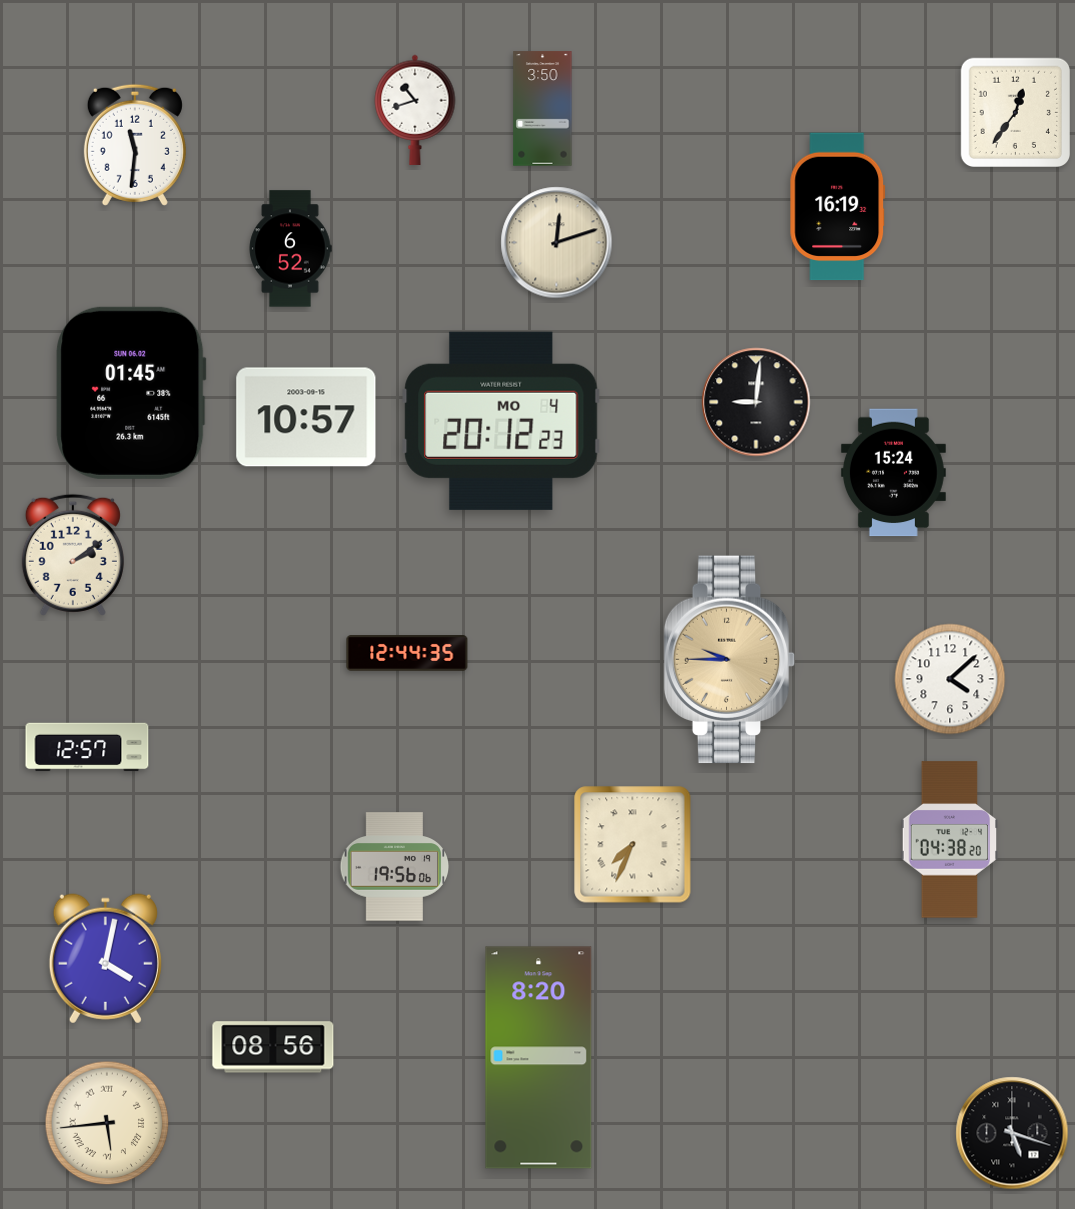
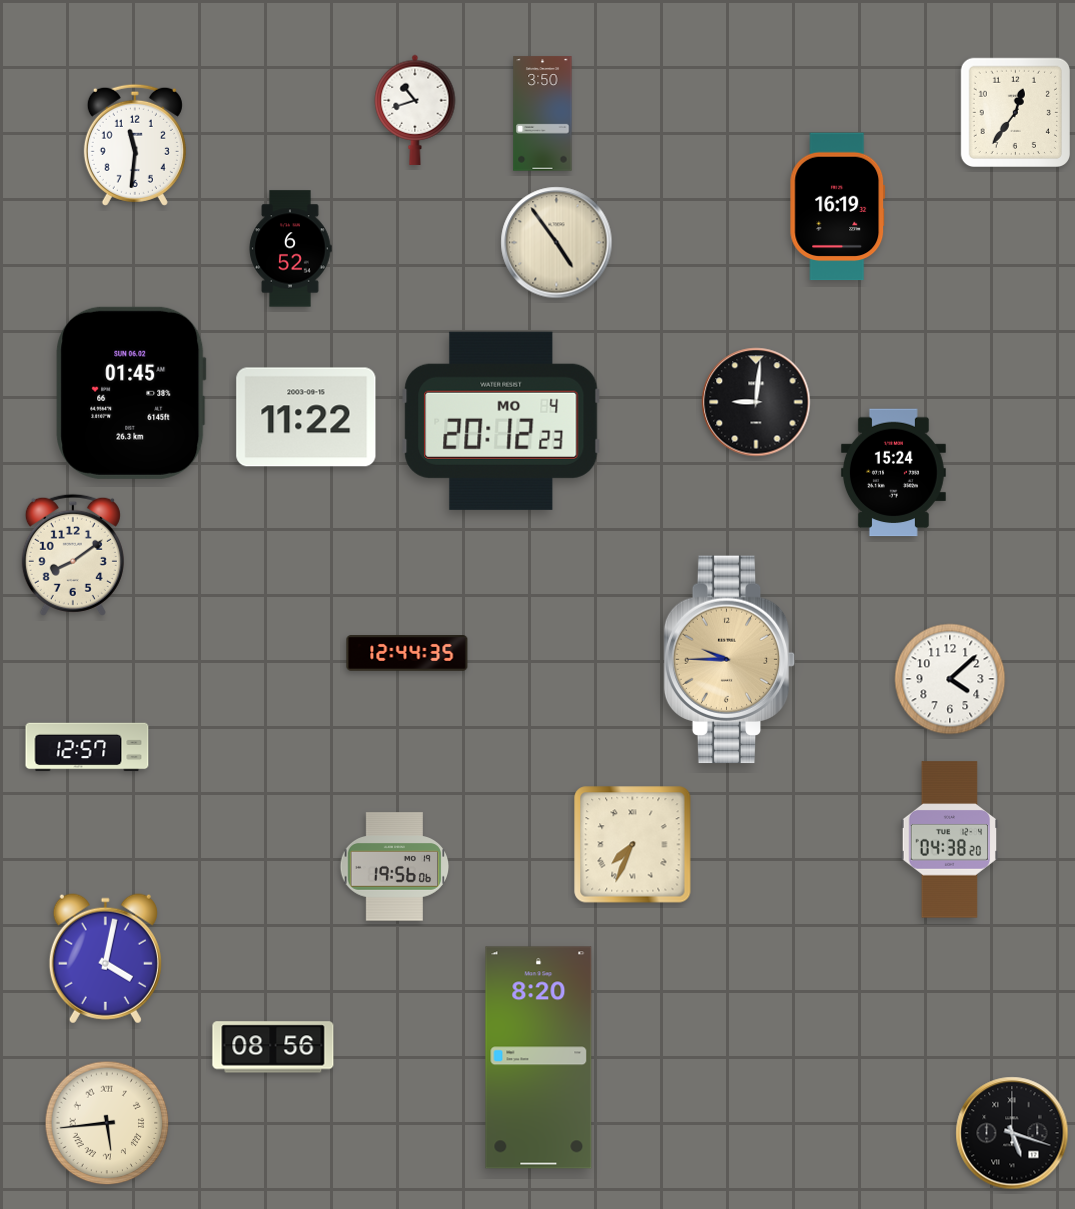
clock at (543, 109) position: (543, 109) -> (543, 114)
clock at (557, 243): 12:12 -> 4:54
clock at (306, 417): 10:57 -> 11:22
clock at (73, 555): 2:09 -> 8:09
